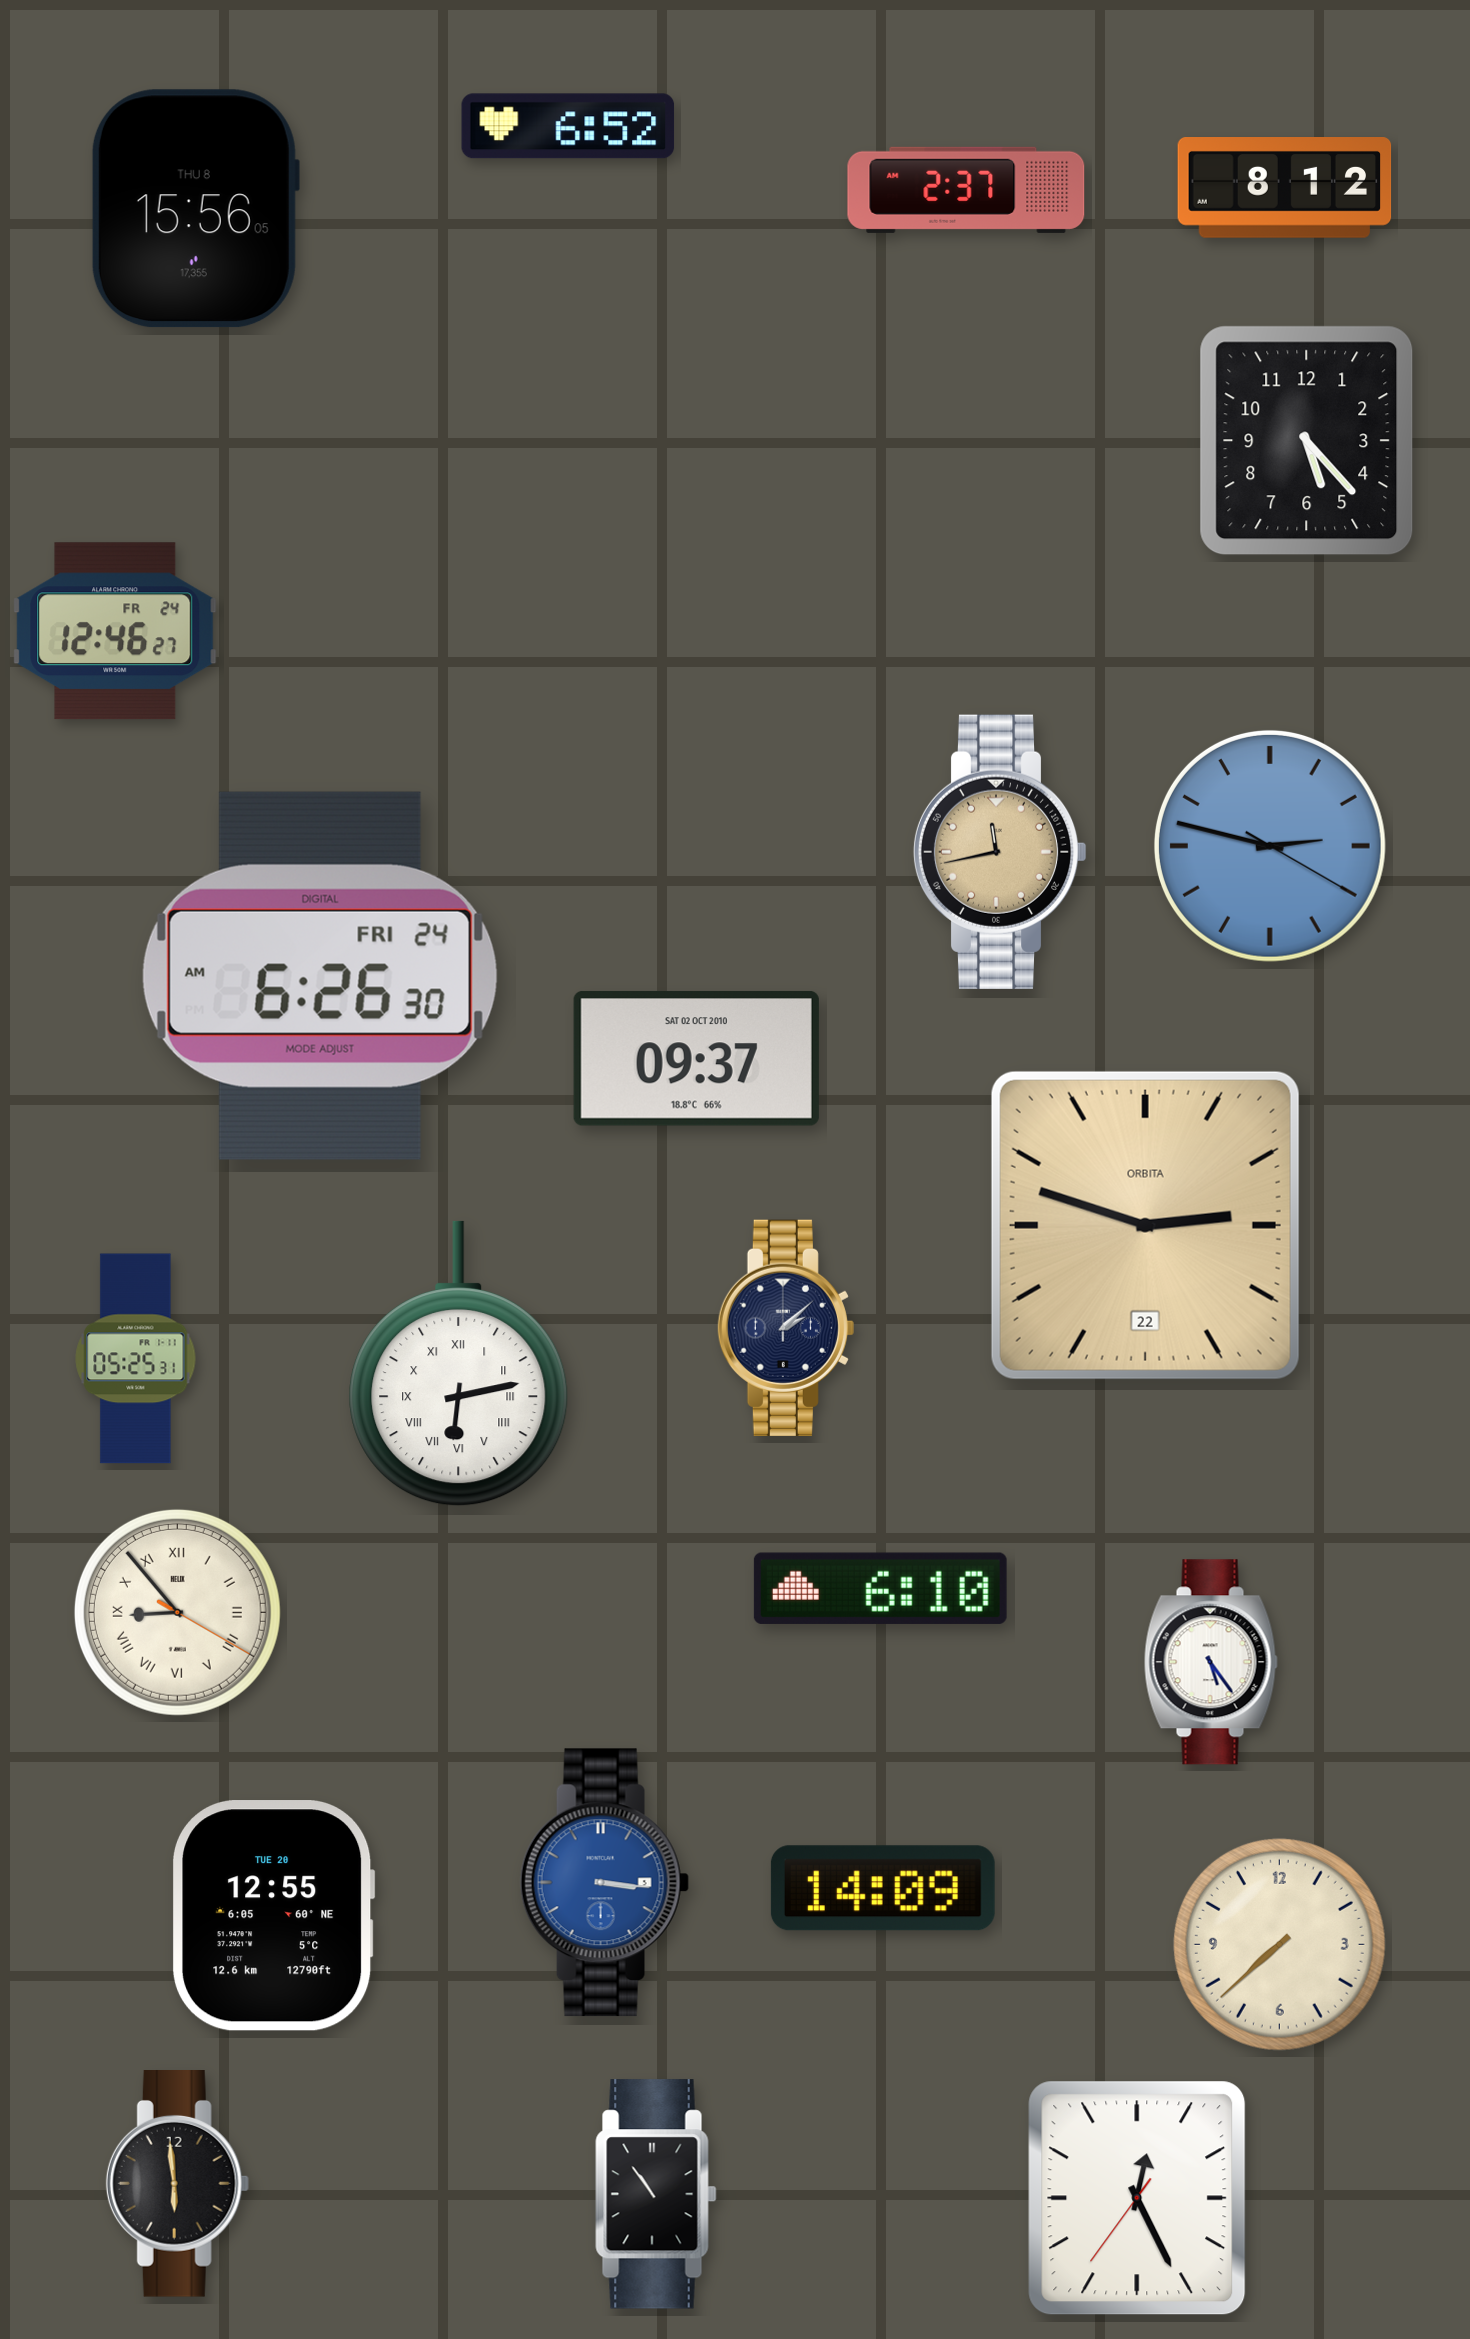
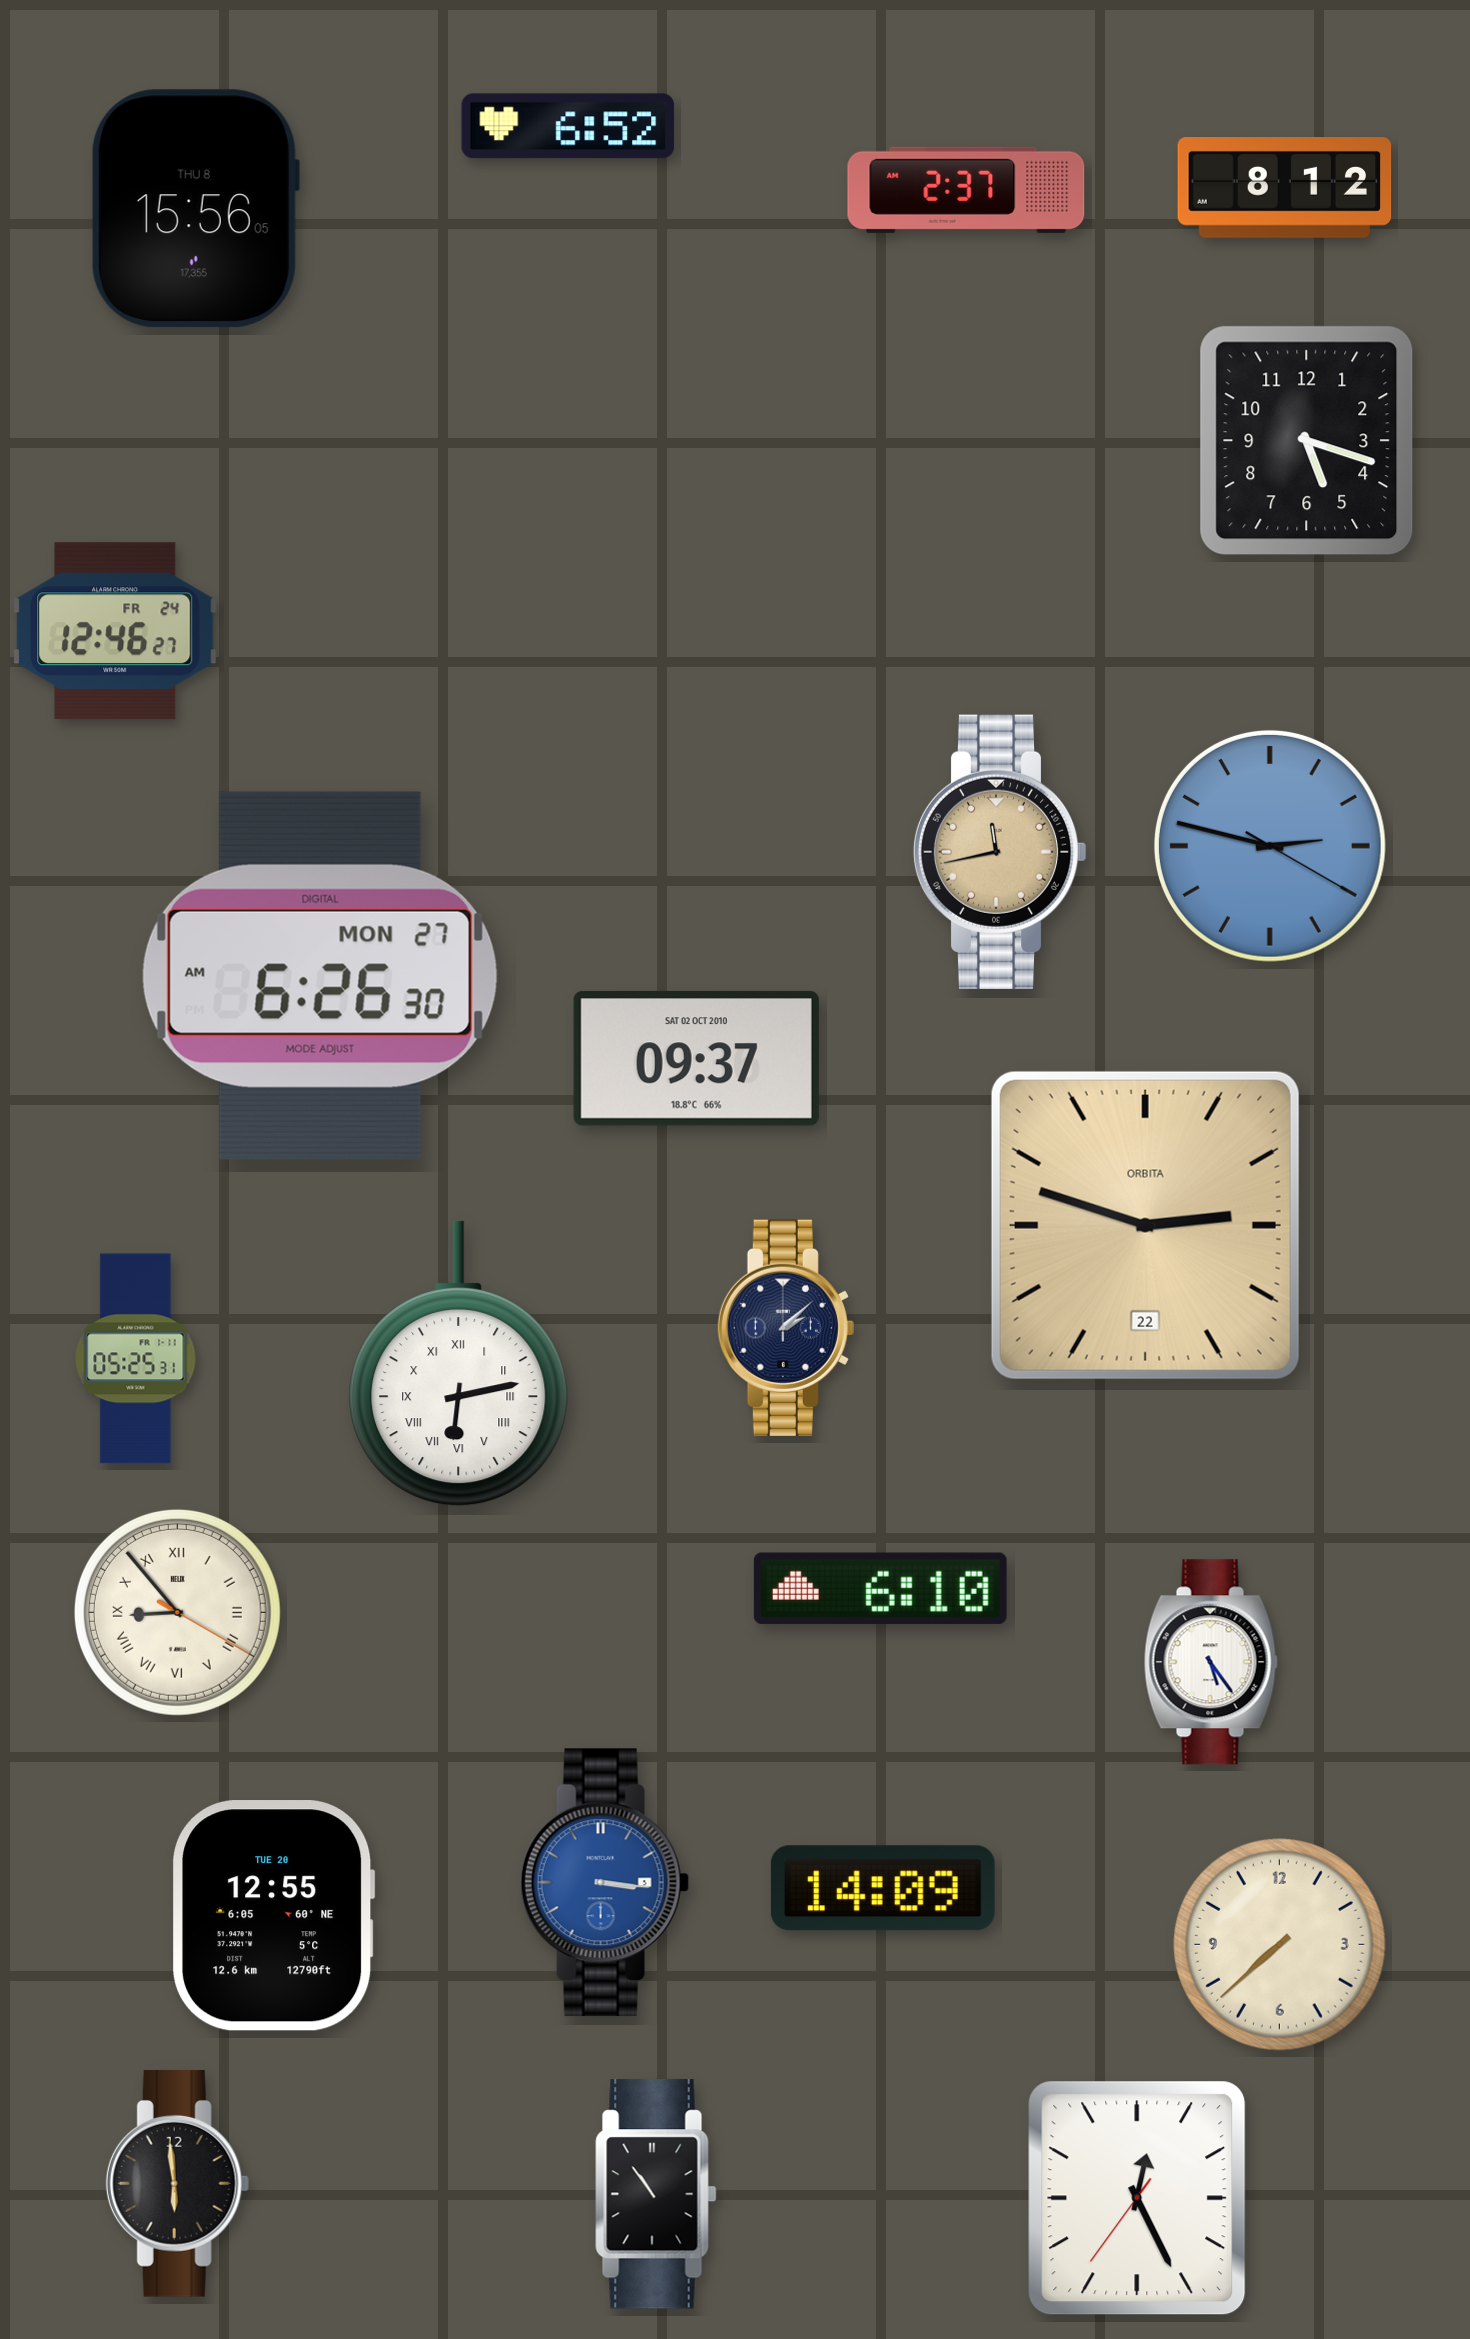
clock at (1307, 441): 5:23 -> 5:18
clock at (320, 976) date: FRI 24 -> MON 27
